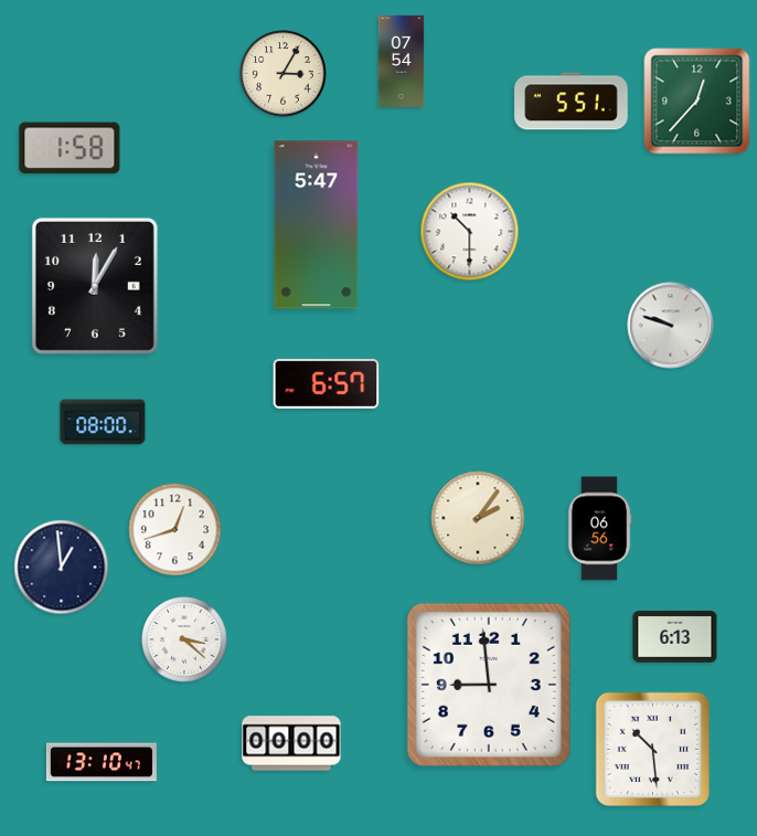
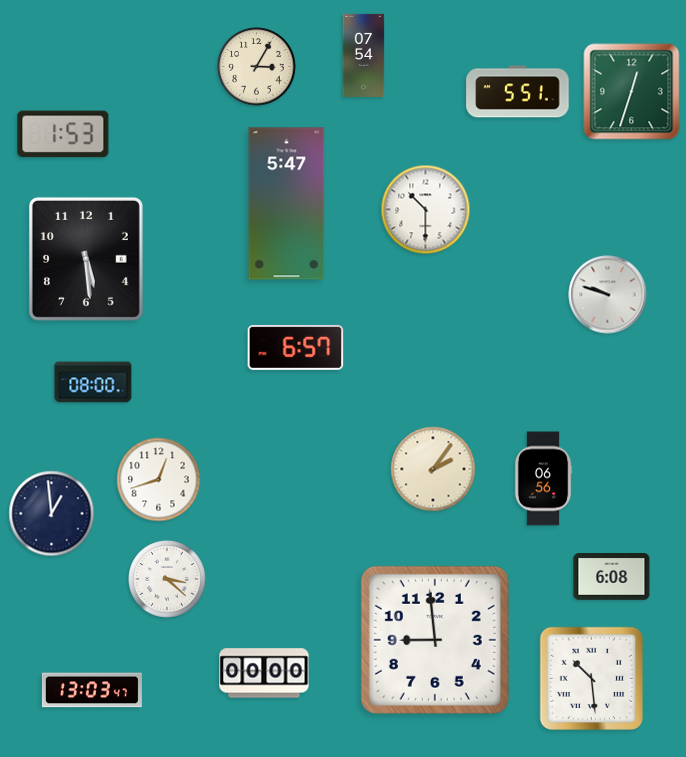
clock at (697, 102): 12:37 -> 12:33
clock at (70, 148): 1:58 -> 1:53
clock at (95, 286): 12:05 -> 5:29
clock at (62, 568) position: (62, 568) -> (52, 514)
clock at (675, 637): 6:13 -> 6:08
clock at (489, 685) position: (489, 685) -> (435, 640)
clock at (102, 762): 13:10 -> 13:03
